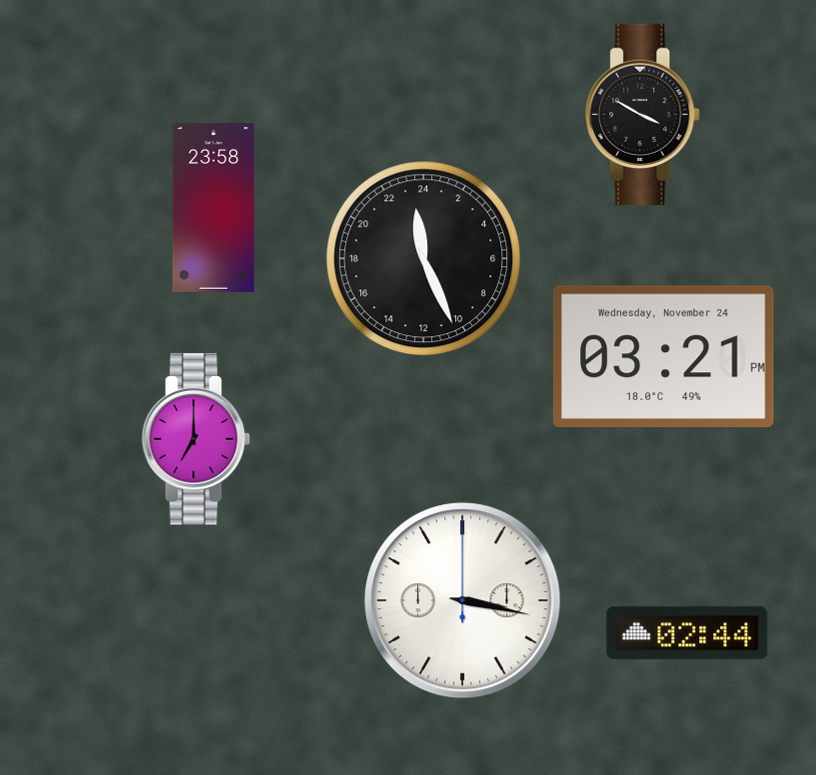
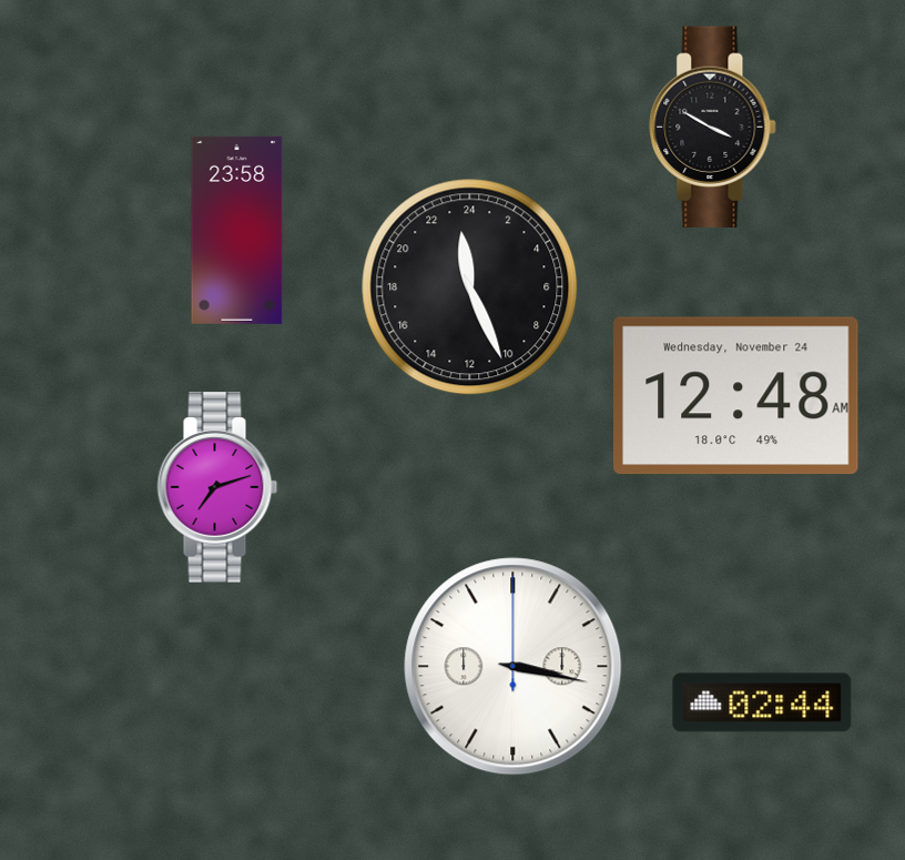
clock at (664, 357): 03:21 -> 12:48
clock at (196, 439): 7:00 -> 7:12
